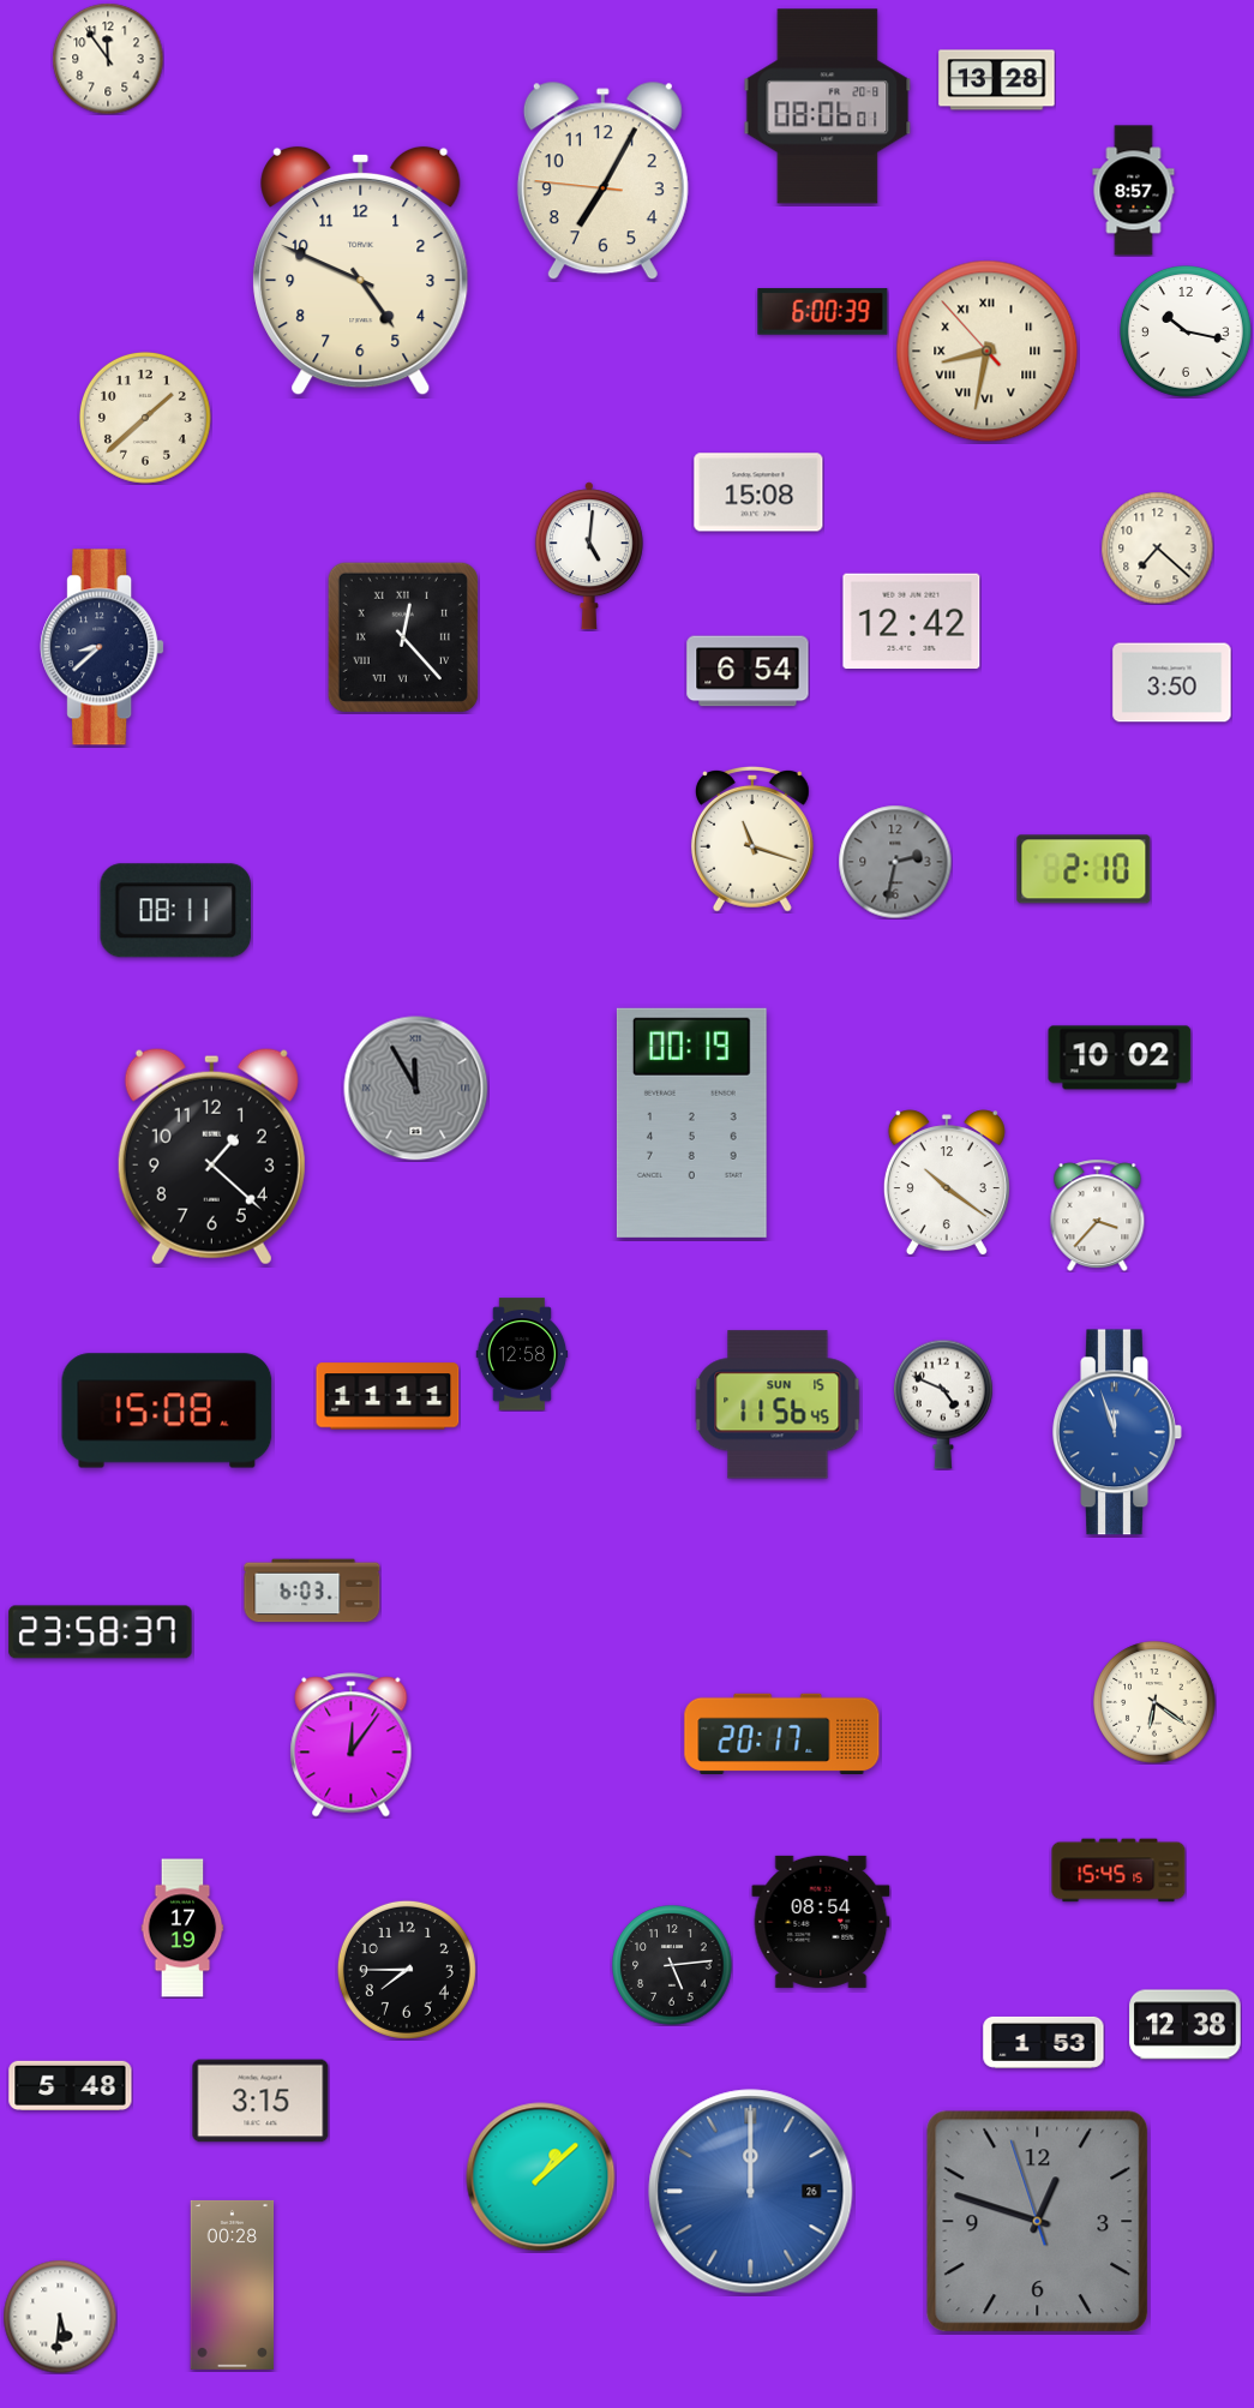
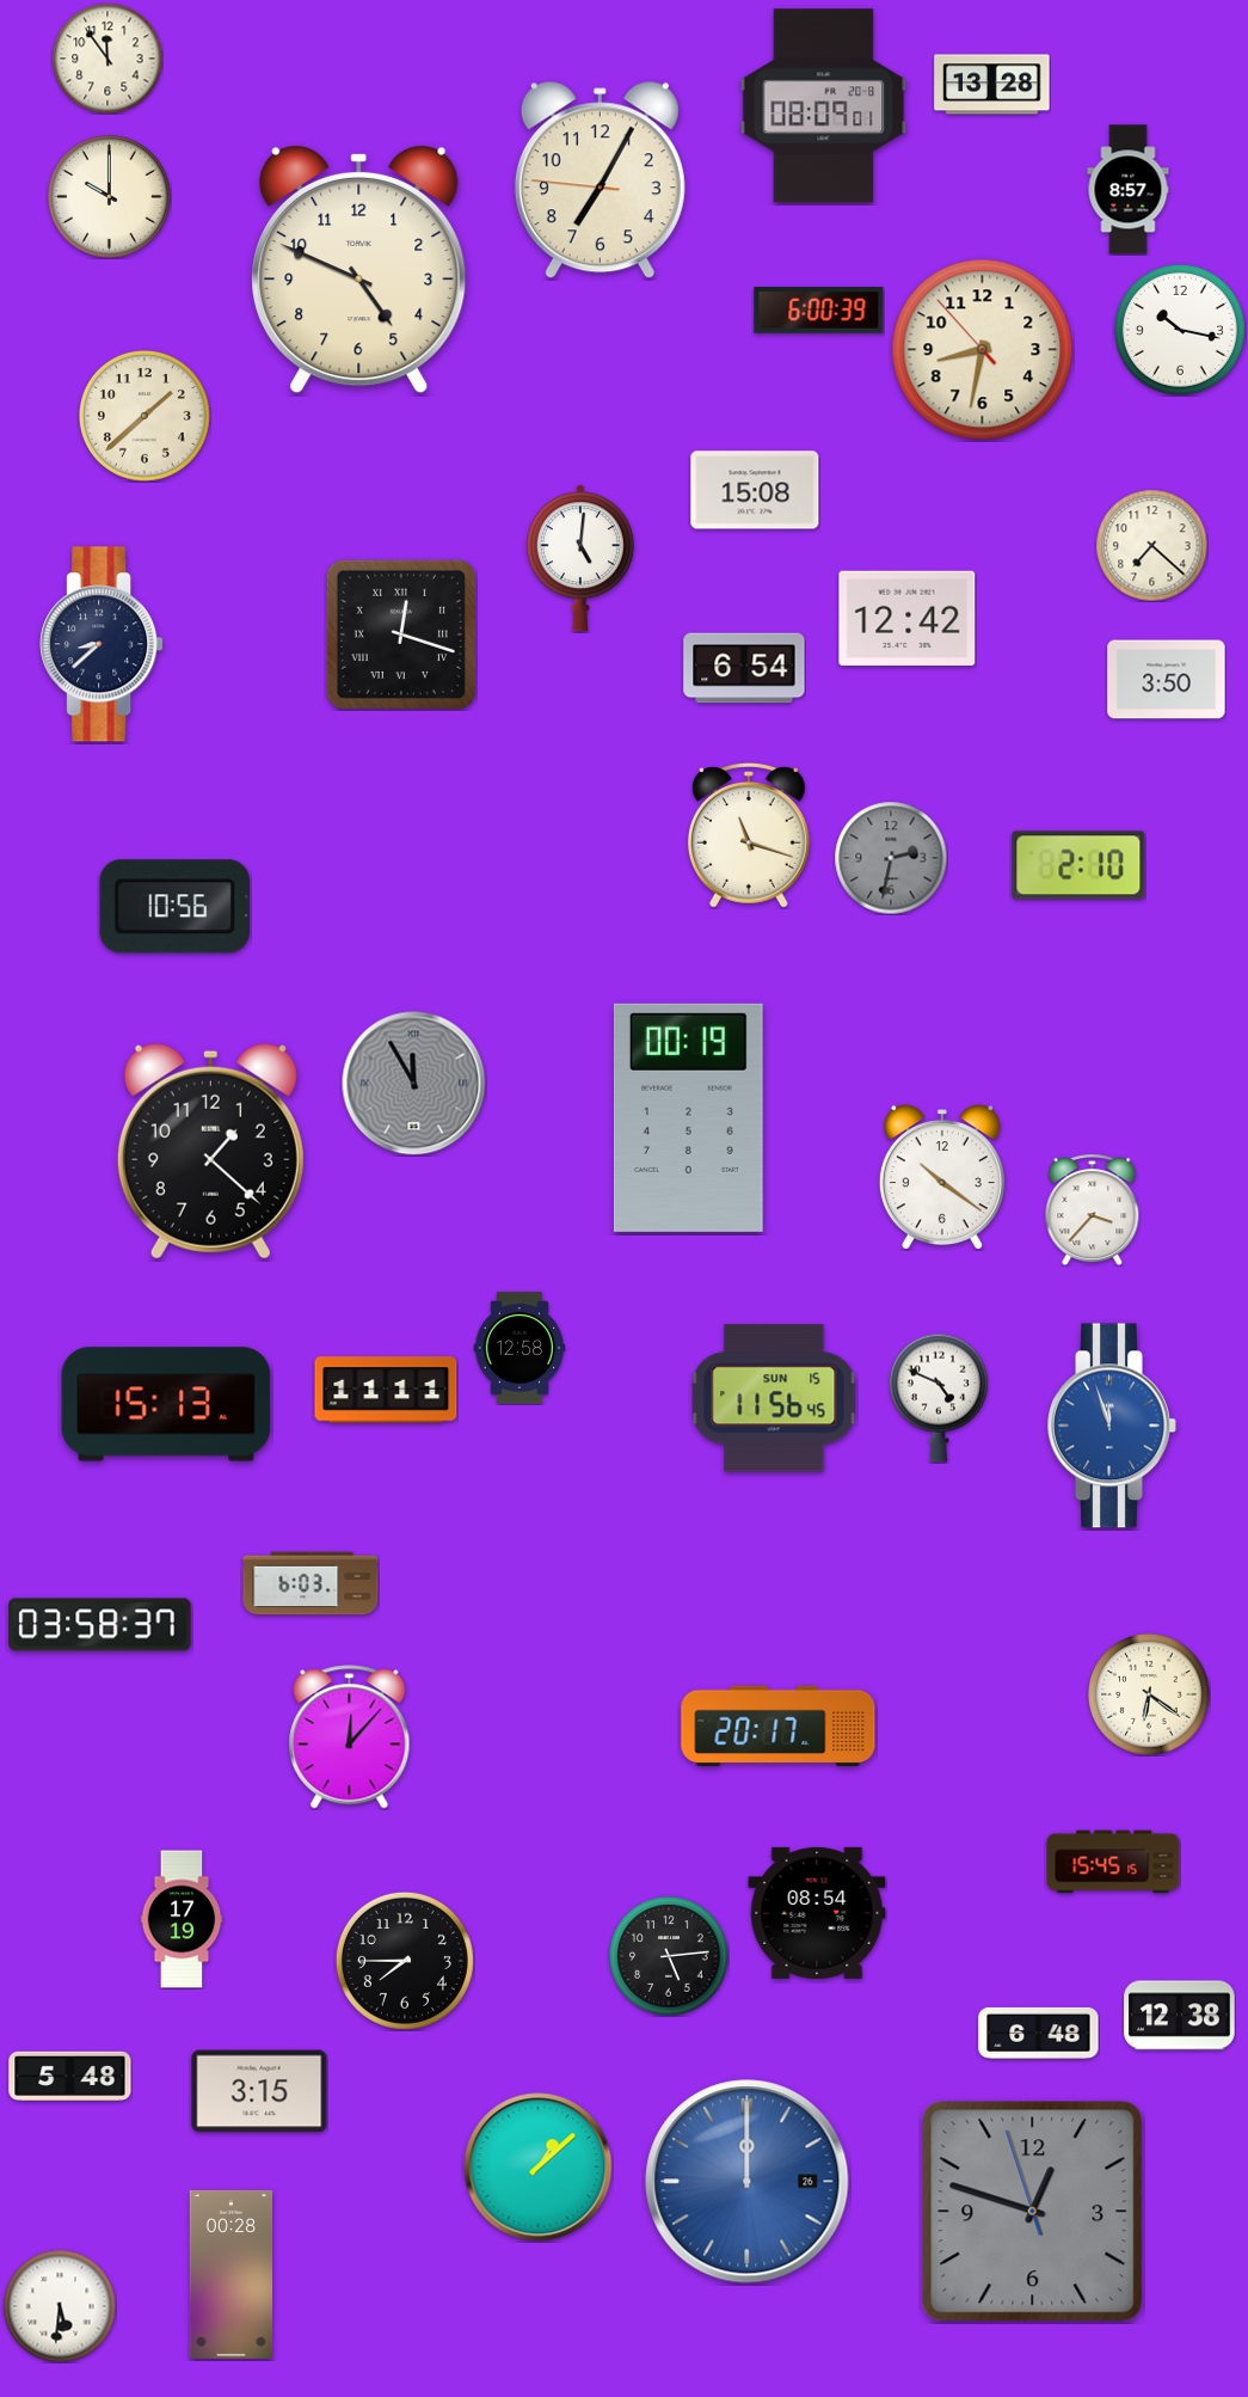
clock at (997, 80) position: (997, 80) -> (992, 85)
clock at (828, 107): 08:06 -> 08:09
clock at (110, 197): none -> 10:00
clock at (988, 352) numerals: Roman -> Arabic
clock at (589, 556) position: (589, 556) -> (580, 558)
clock at (403, 637): 12:23 -> 12:18
clock at (175, 911): 08:11 -> 10:56
clock at (1120, 1058): 10:02 -> none
clock at (167, 1410): 15:08 -> 15:13
clock at (101, 1633): 23:58 -> 03:58
clock at (352, 1745): 12:06 -> 12:07
clock at (1044, 2042): 1:53 -> 6:48
